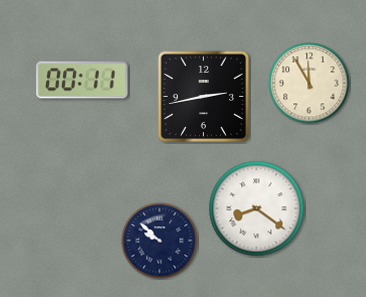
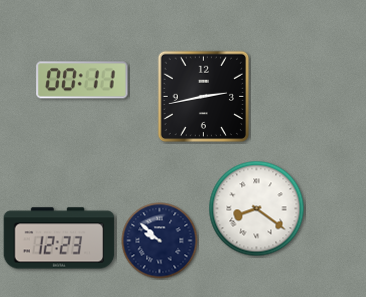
clock at (309, 83): 11:55 -> none
clock at (59, 238): none -> 12:23
